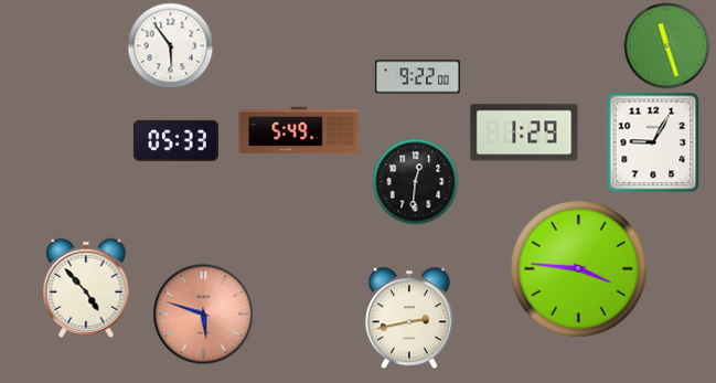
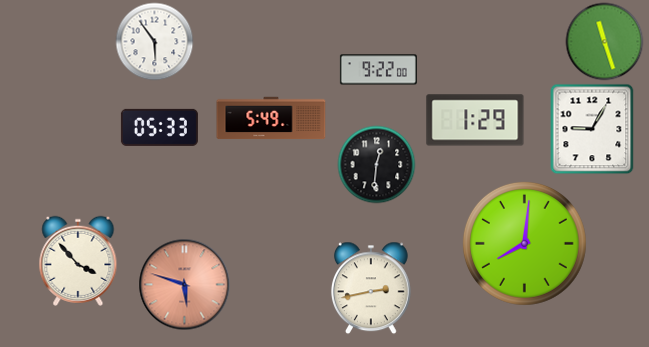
clock at (578, 268): 3:46 -> 8:01
clock at (86, 288): 4:53 -> 3:53
